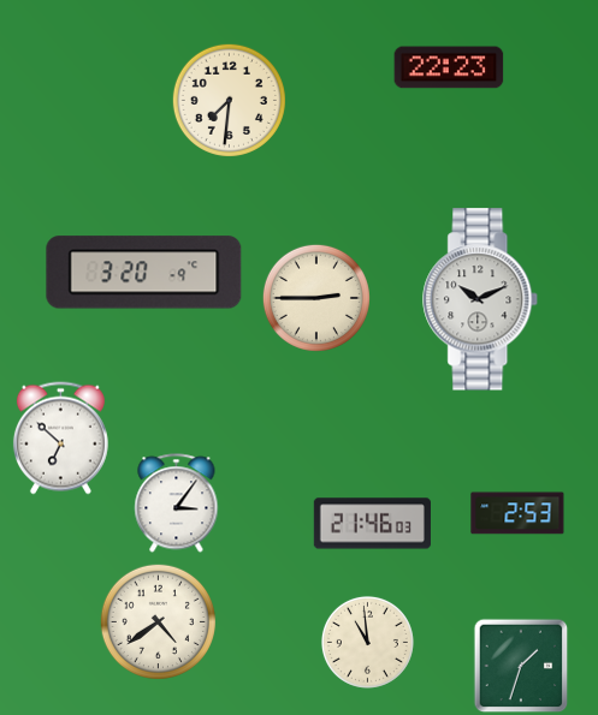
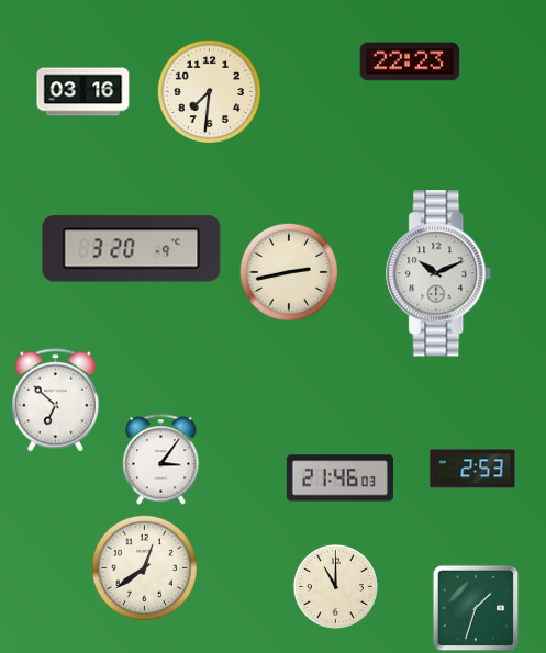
clock at (83, 92): none -> 03:16
clock at (316, 298): 2:45 -> 2:43
clock at (158, 621): 4:39 -> 12:39
clock at (367, 642): 10:59 -> 11:00
